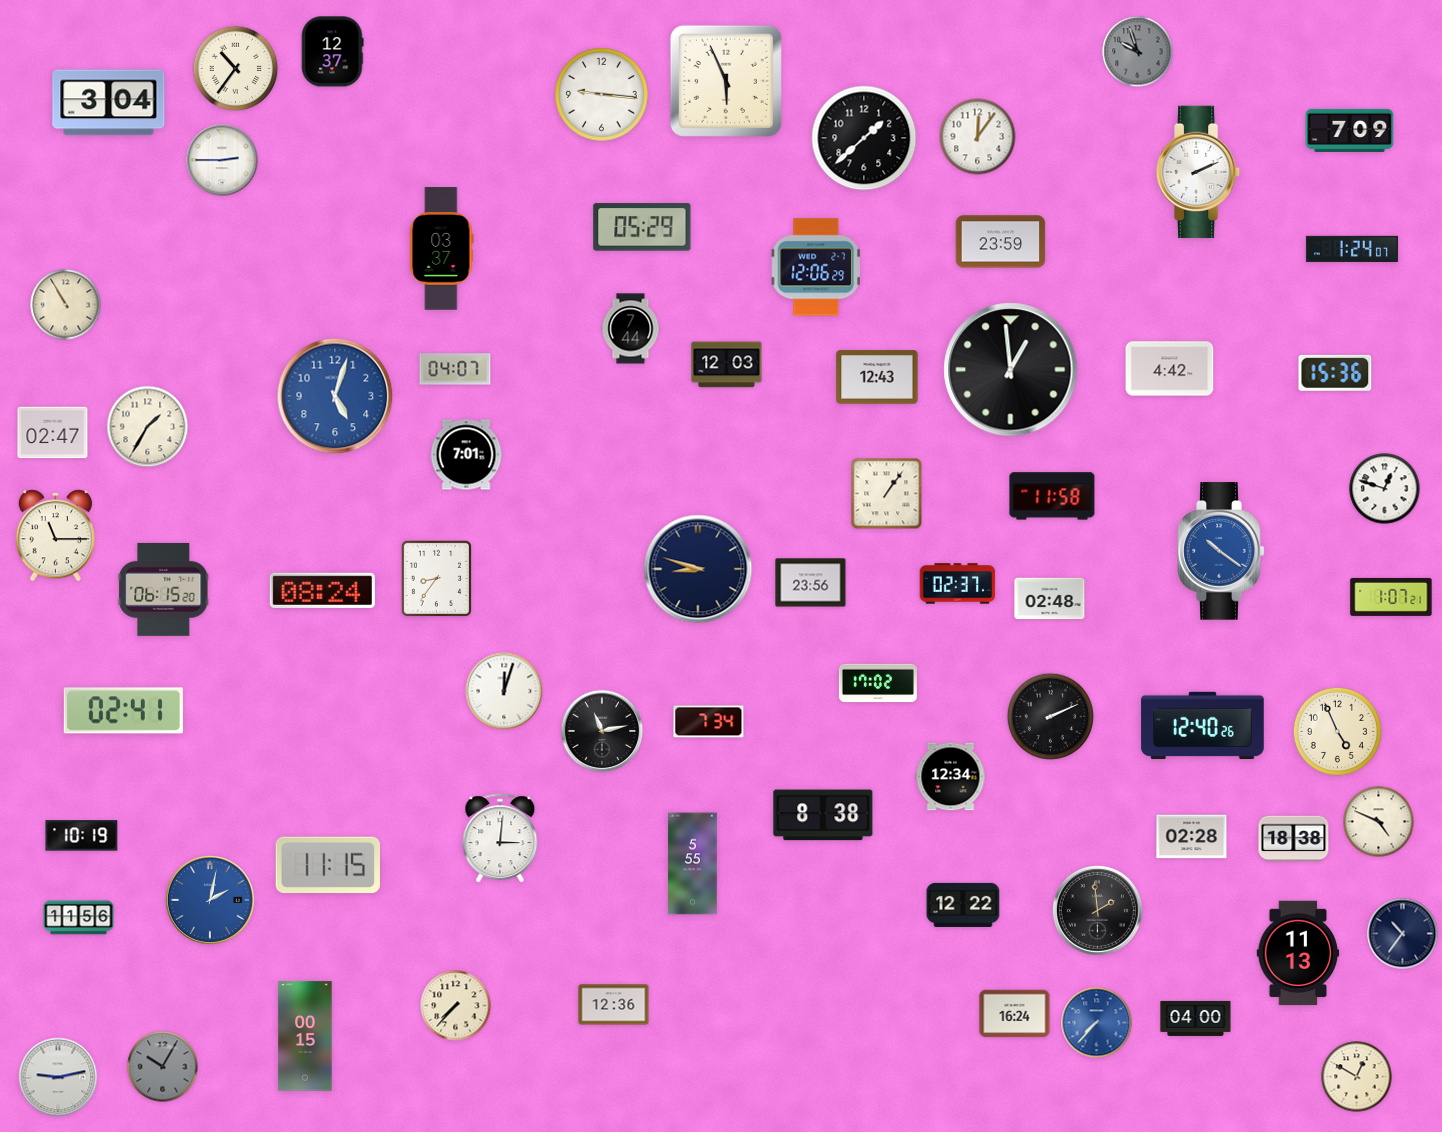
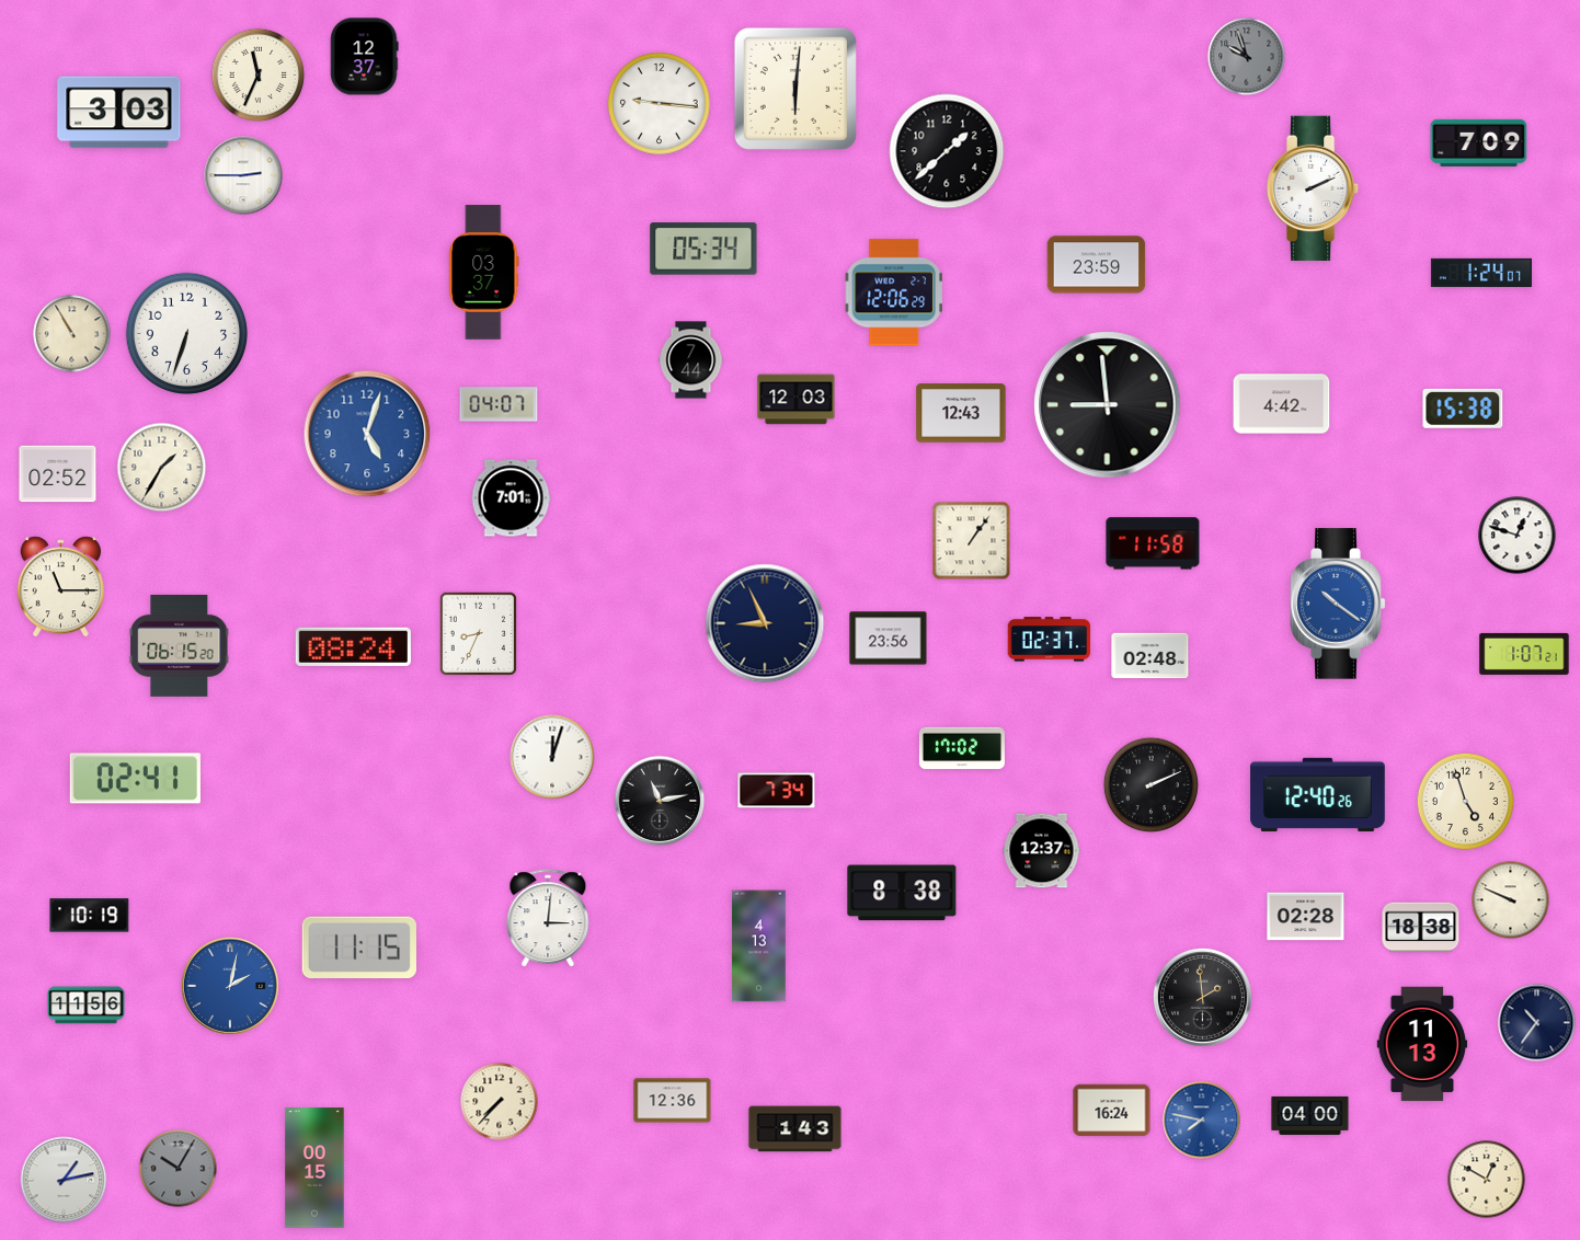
clock at (236, 69): 10:36 -> 11:34
clock at (726, 81): 5:56 -> 6:01
clock at (109, 103): 3:04 -> 3:03
clock at (978, 137): 12:06 -> none
clock at (642, 227): 05:29 -> 05:34
clock at (187, 334): none -> 6:33
clock at (1011, 370): 12:59 -> 8:59
clock at (1335, 373): 15:36 -> 15:38
clock at (53, 433): 02:47 -> 02:52
clock at (698, 569): 8:48 -> 8:56
clock at (436, 578): 8:36 -> 8:34
clock at (1337, 731): 4:56 -> 4:57
clock at (951, 777): 12:34 -> 12:37
clock at (1379, 822): 4:49 -> 9:49
clock at (1294, 839) position: (1294, 839) -> (1421, 928)
clock at (693, 864): 5:55 -> 4:13
clock at (963, 905): 12:22 -> none
clock at (1097, 1023): 7:37 -> 7:47
clock at (795, 1129): none -> 1:43
clock at (305, 1036) position: (305, 1036) -> (314, 1168)
clock at (58, 1077): 9:13 -> 1:13
